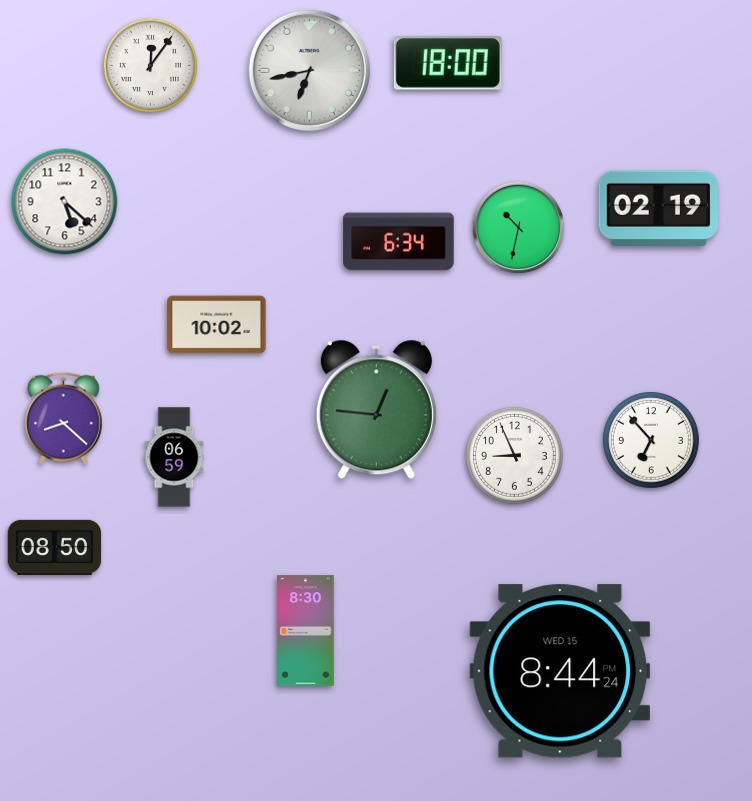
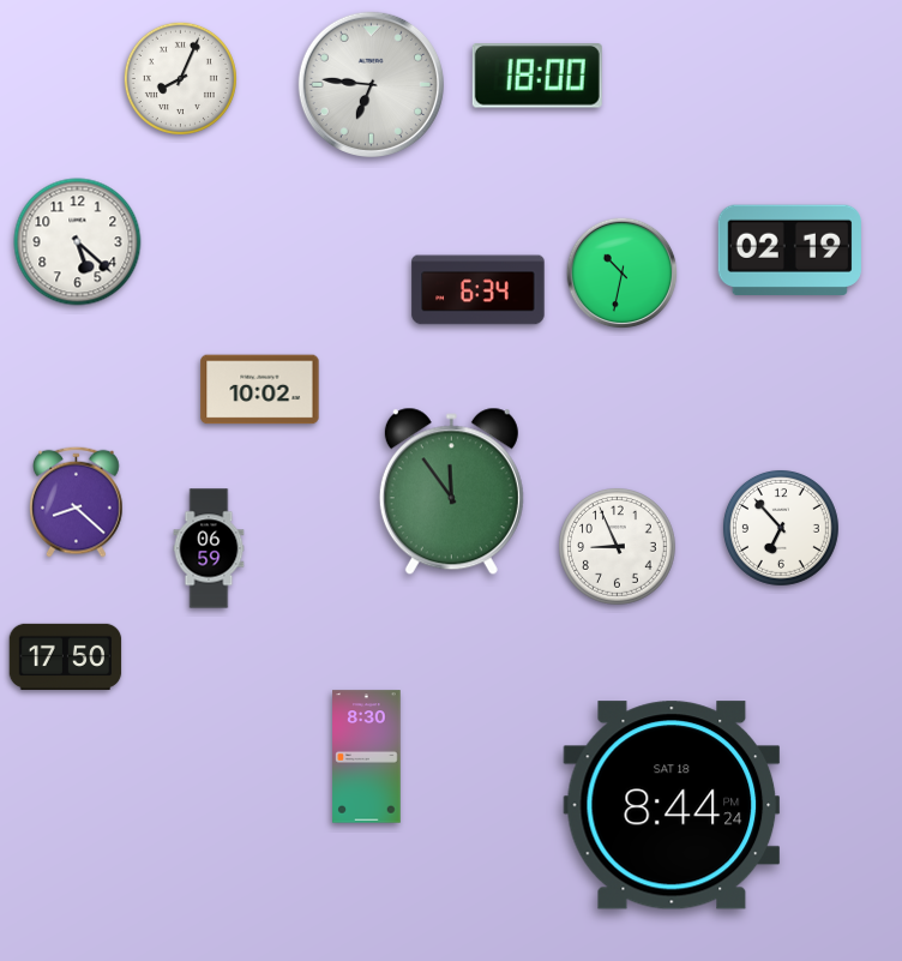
clock at (150, 65): 12:06 -> 8:04
clock at (309, 70): 6:43 -> 6:46
clock at (376, 410): 12:46 -> 11:54
clock at (55, 547): 08:50 -> 17:50
clock at (560, 671) date: WED 15 -> SAT 18
